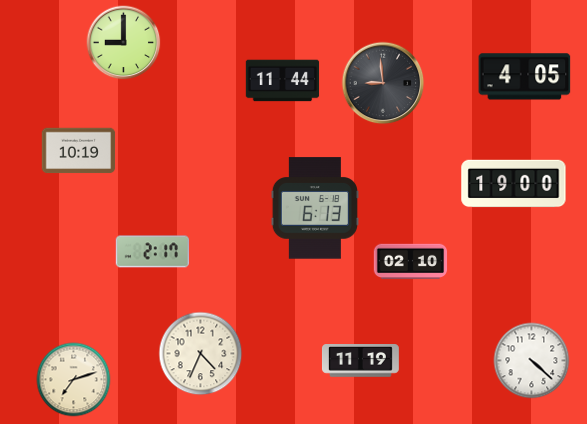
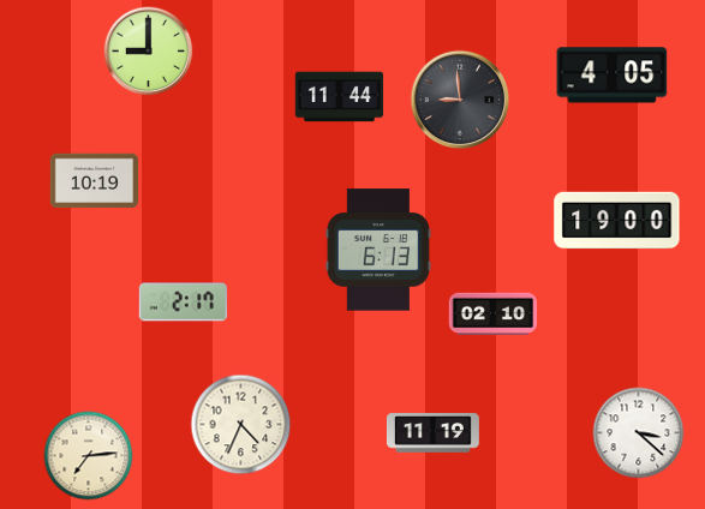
clock at (525, 77) position: (525, 77) -> (613, 76)
clock at (532, 361): 4:22 -> 3:22
clock at (74, 380): 7:12 -> 7:14
